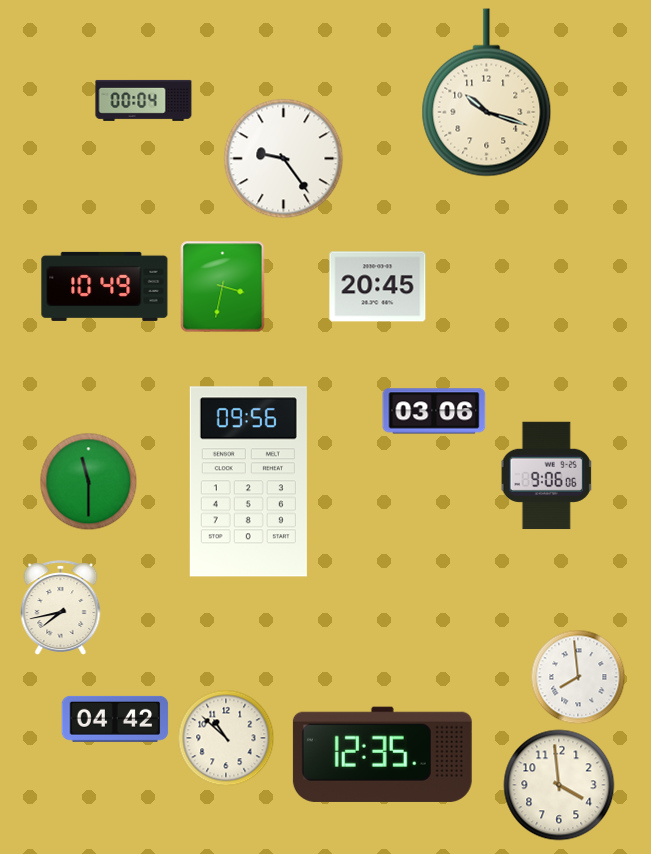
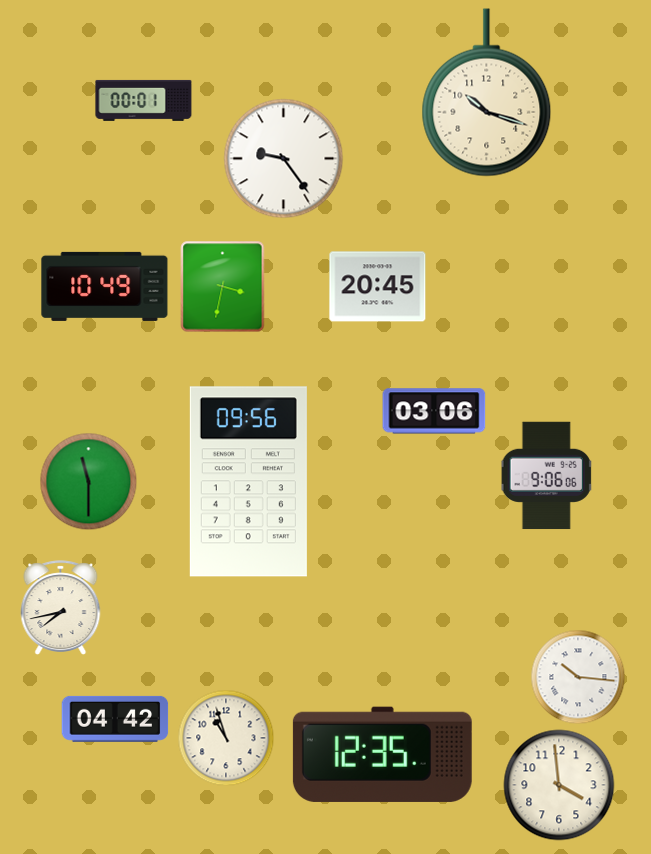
clock at (144, 100): 00:04 -> 00:01
clock at (578, 677): 7:59 -> 10:16
clock at (226, 738): 10:52 -> 10:57
